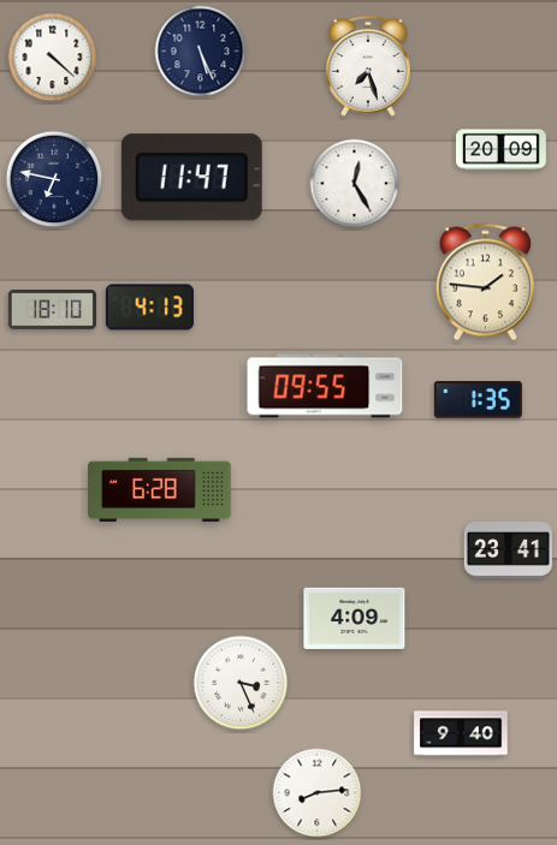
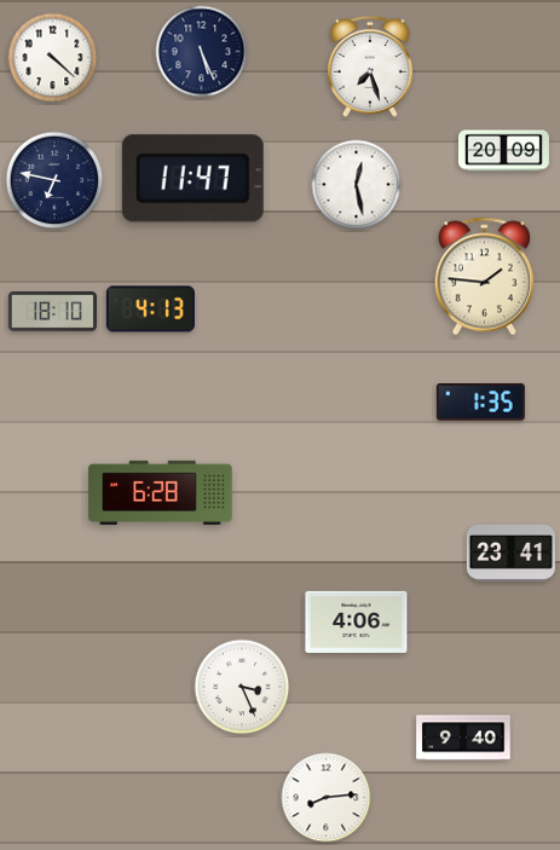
clock at (355, 184): 12:25 -> 12:28
clock at (485, 282) position: (485, 282) -> (484, 277)
clock at (325, 386): 09:55 -> none
clock at (355, 618): 4:09 -> 4:06
clock at (318, 793) position: (318, 793) -> (327, 798)
